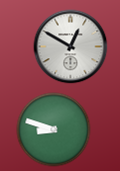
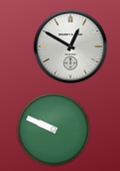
clock at (54, 130): 8:48 -> 9:49
